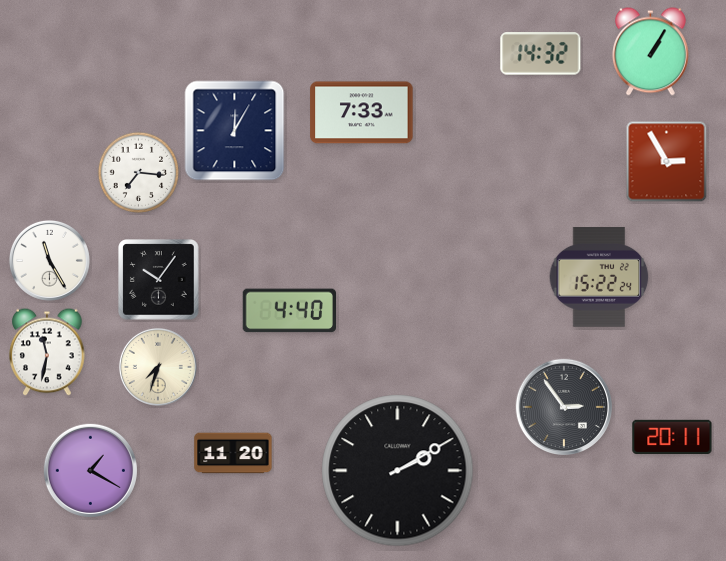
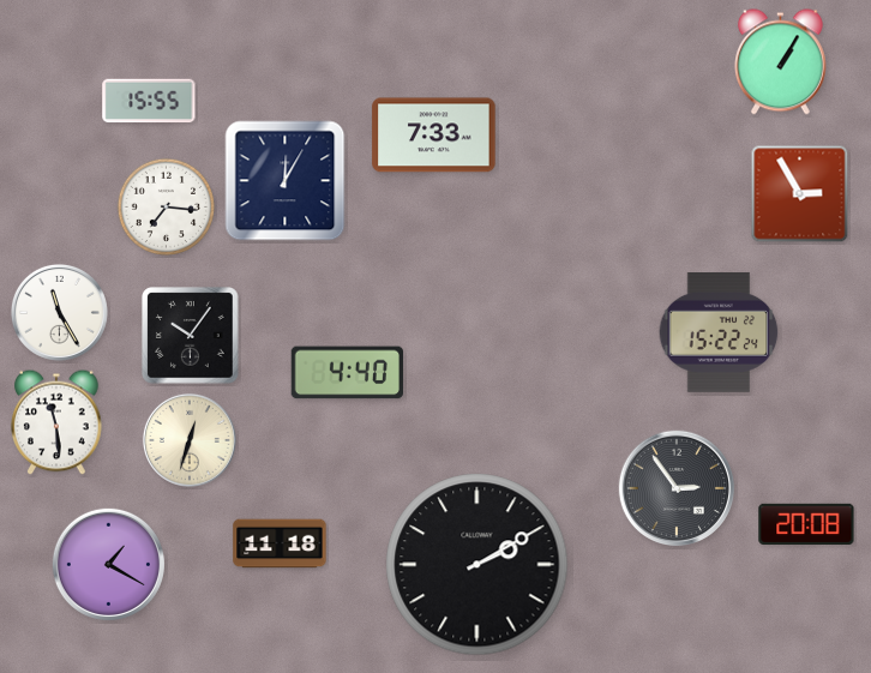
clock at (541, 54): 14:32 -> none
clock at (149, 101): none -> 15:55
clock at (235, 131) position: (235, 131) -> (286, 181)
clock at (47, 352): 11:32 -> 11:29
clock at (158, 367): 7:33 -> 12:33
clock at (672, 436): 20:11 -> 20:08
clock at (233, 453): 11:20 -> 11:18
